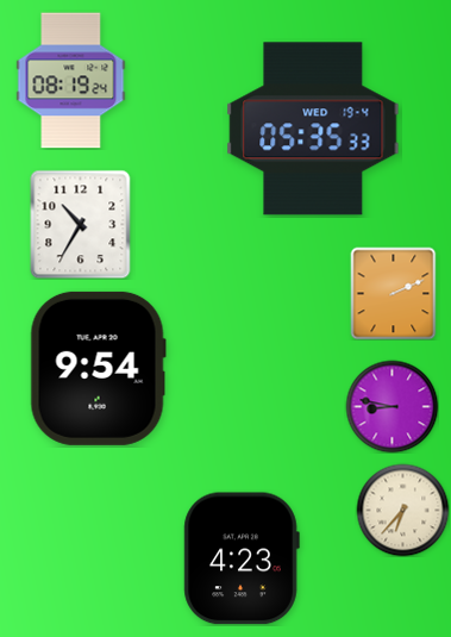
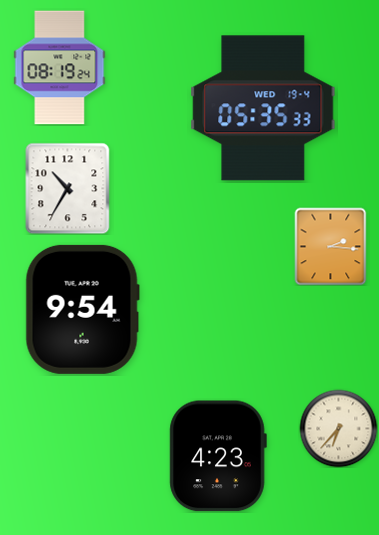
clock at (394, 293): 2:11 -> 2:16
clock at (392, 406): 8:47 -> none
clock at (242, 558) position: (242, 558) -> (218, 456)
